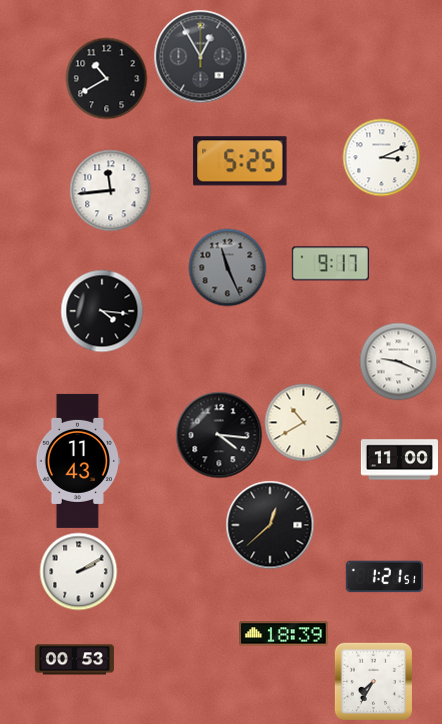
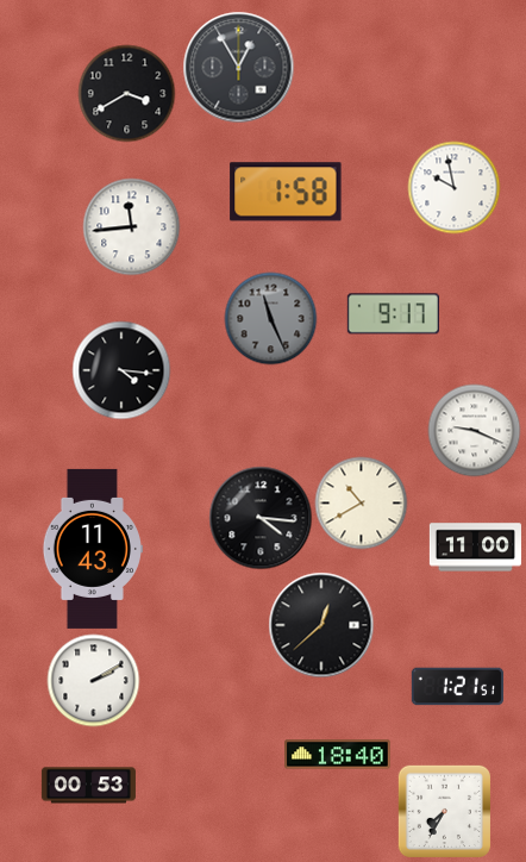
clock at (106, 78): 10:40 -> 3:40
clock at (381, 157): 3:11 -> 9:58
clock at (240, 161): 5:25 -> 1:58
clock at (284, 634): 18:39 -> 18:40
